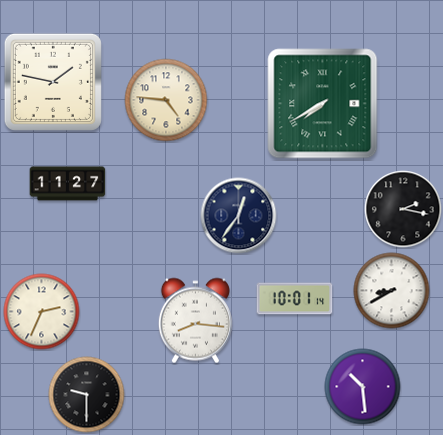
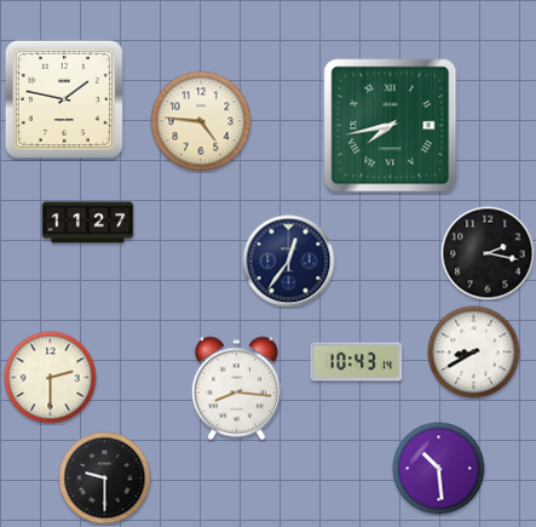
clock at (323, 104): 7:40 -> 7:43
clock at (68, 184) position: (68, 184) -> (88, 223)
clock at (295, 299): 10:01 -> 10:43
clock at (42, 312): 2:34 -> 2:30
